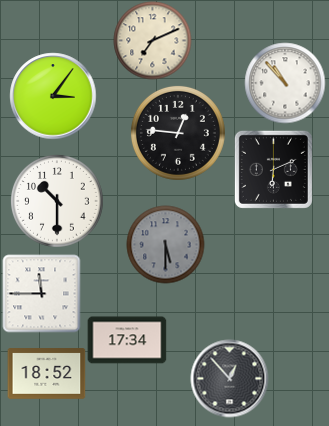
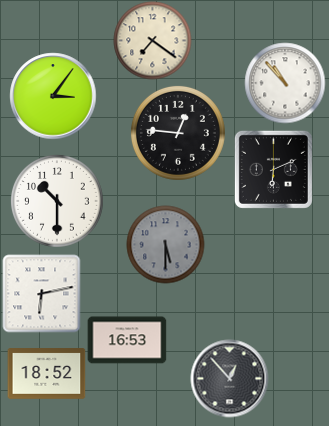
clock at (152, 40): 7:11 -> 7:21
clock at (41, 293): 11:45 -> 6:13
clock at (127, 340): 17:34 -> 16:53
